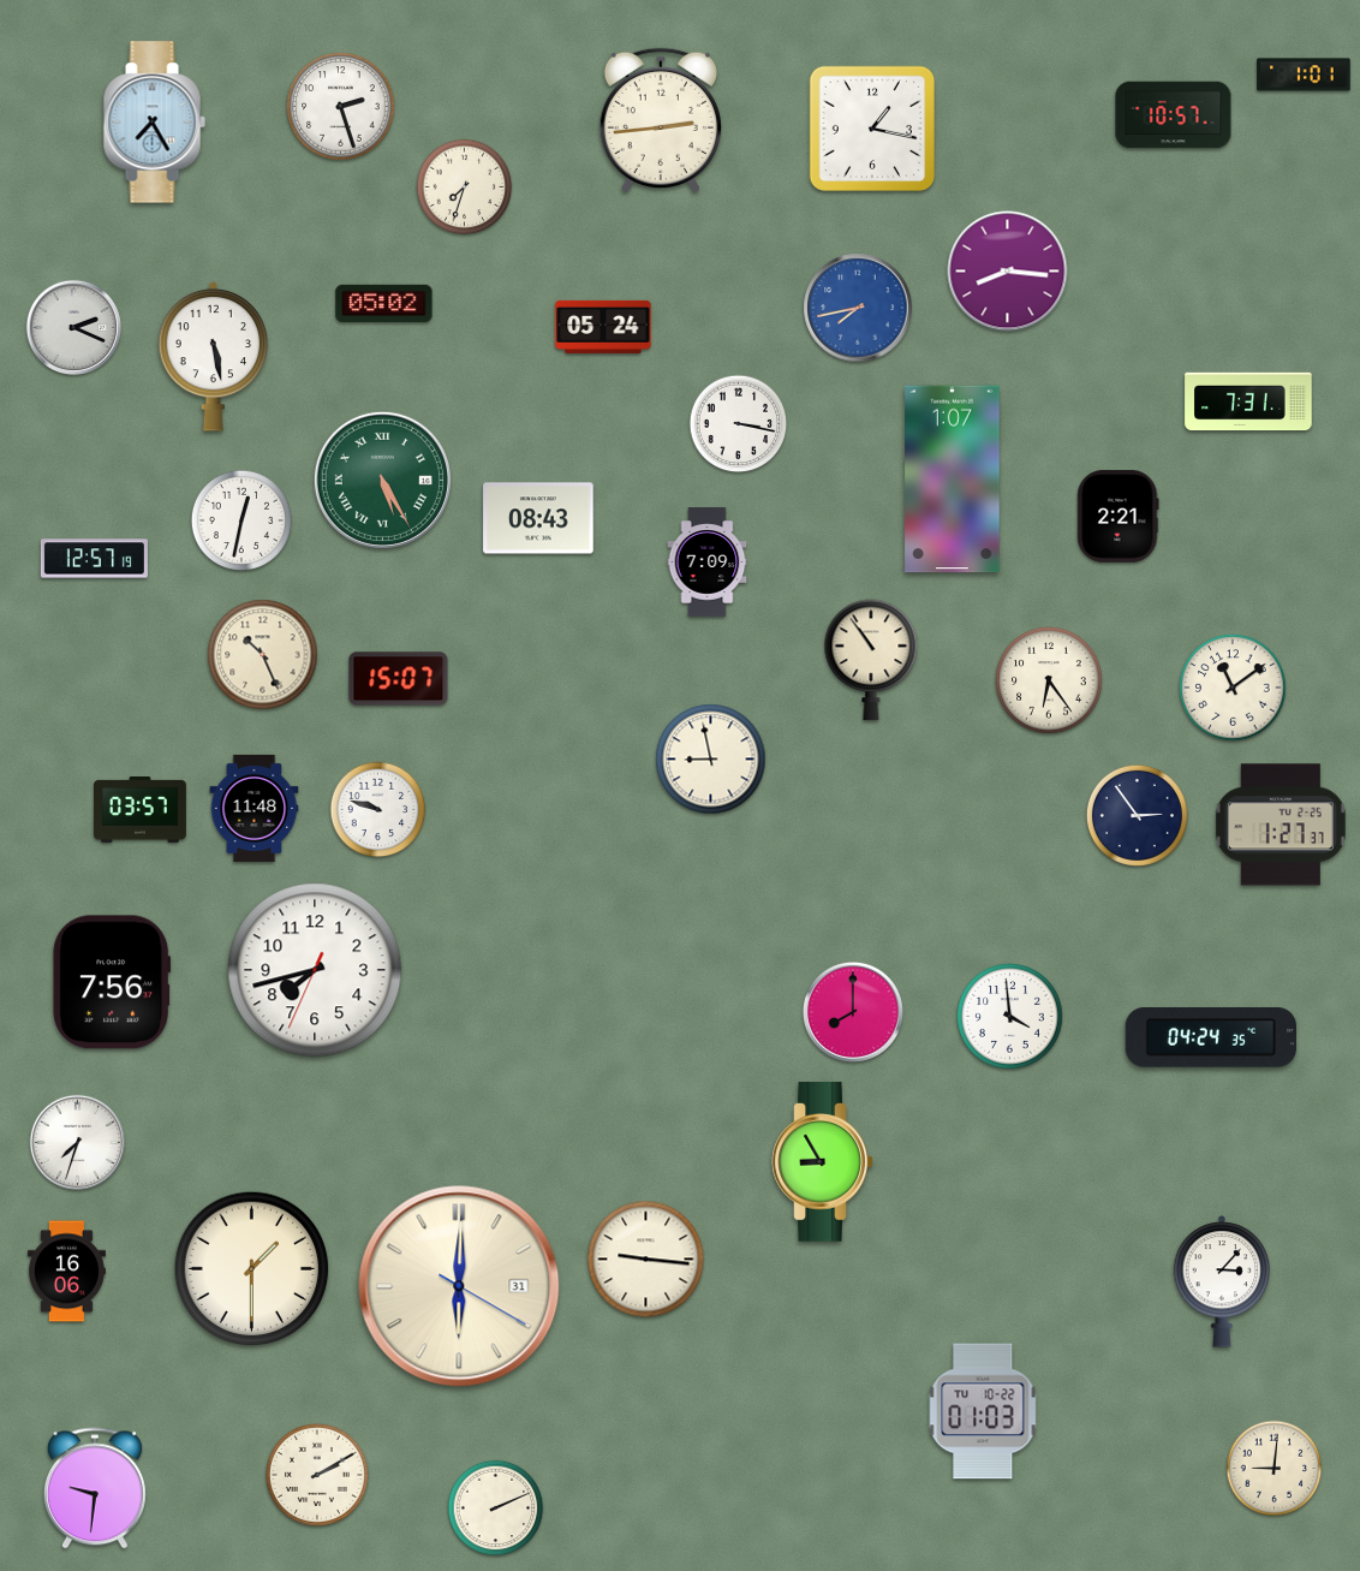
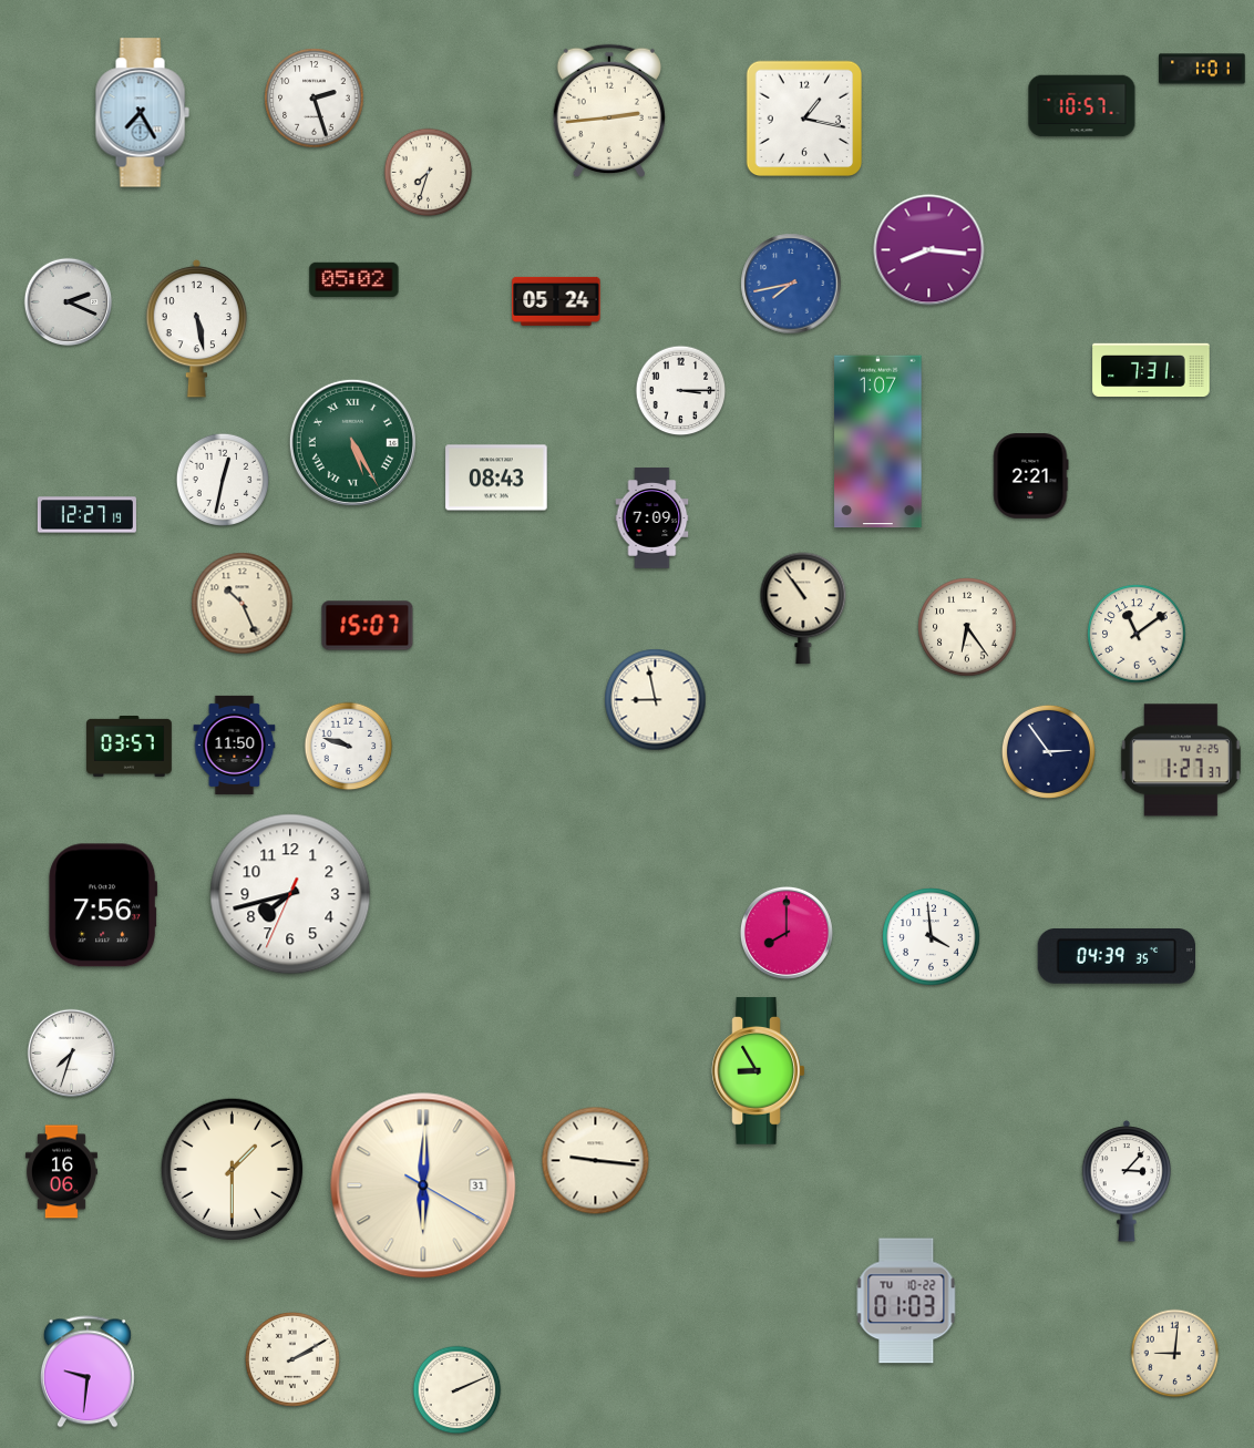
clock at (739, 424): 3:17 -> 3:15
clock at (94, 559): 12:57 -> 12:27
clock at (255, 808): 11:48 -> 11:50
clock at (1210, 1039): 04:24 -> 04:39
